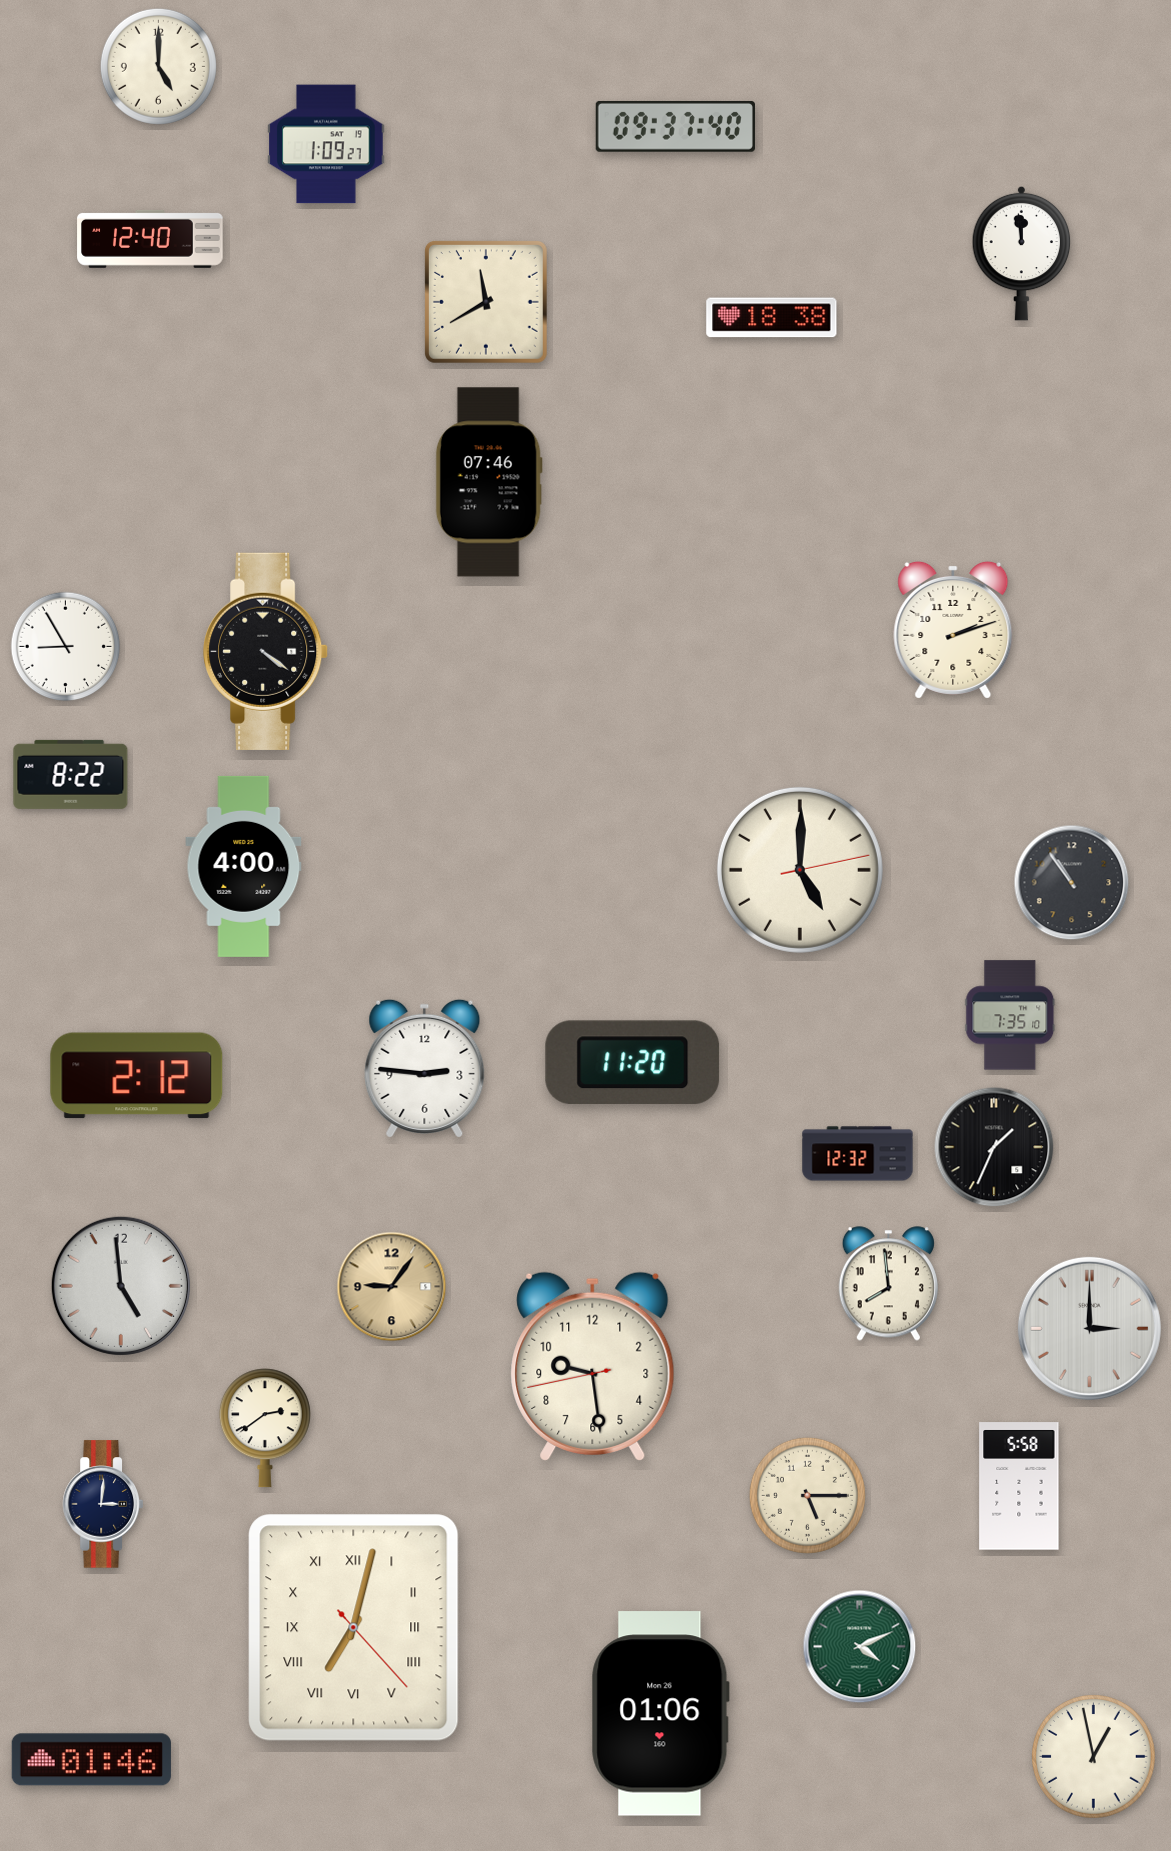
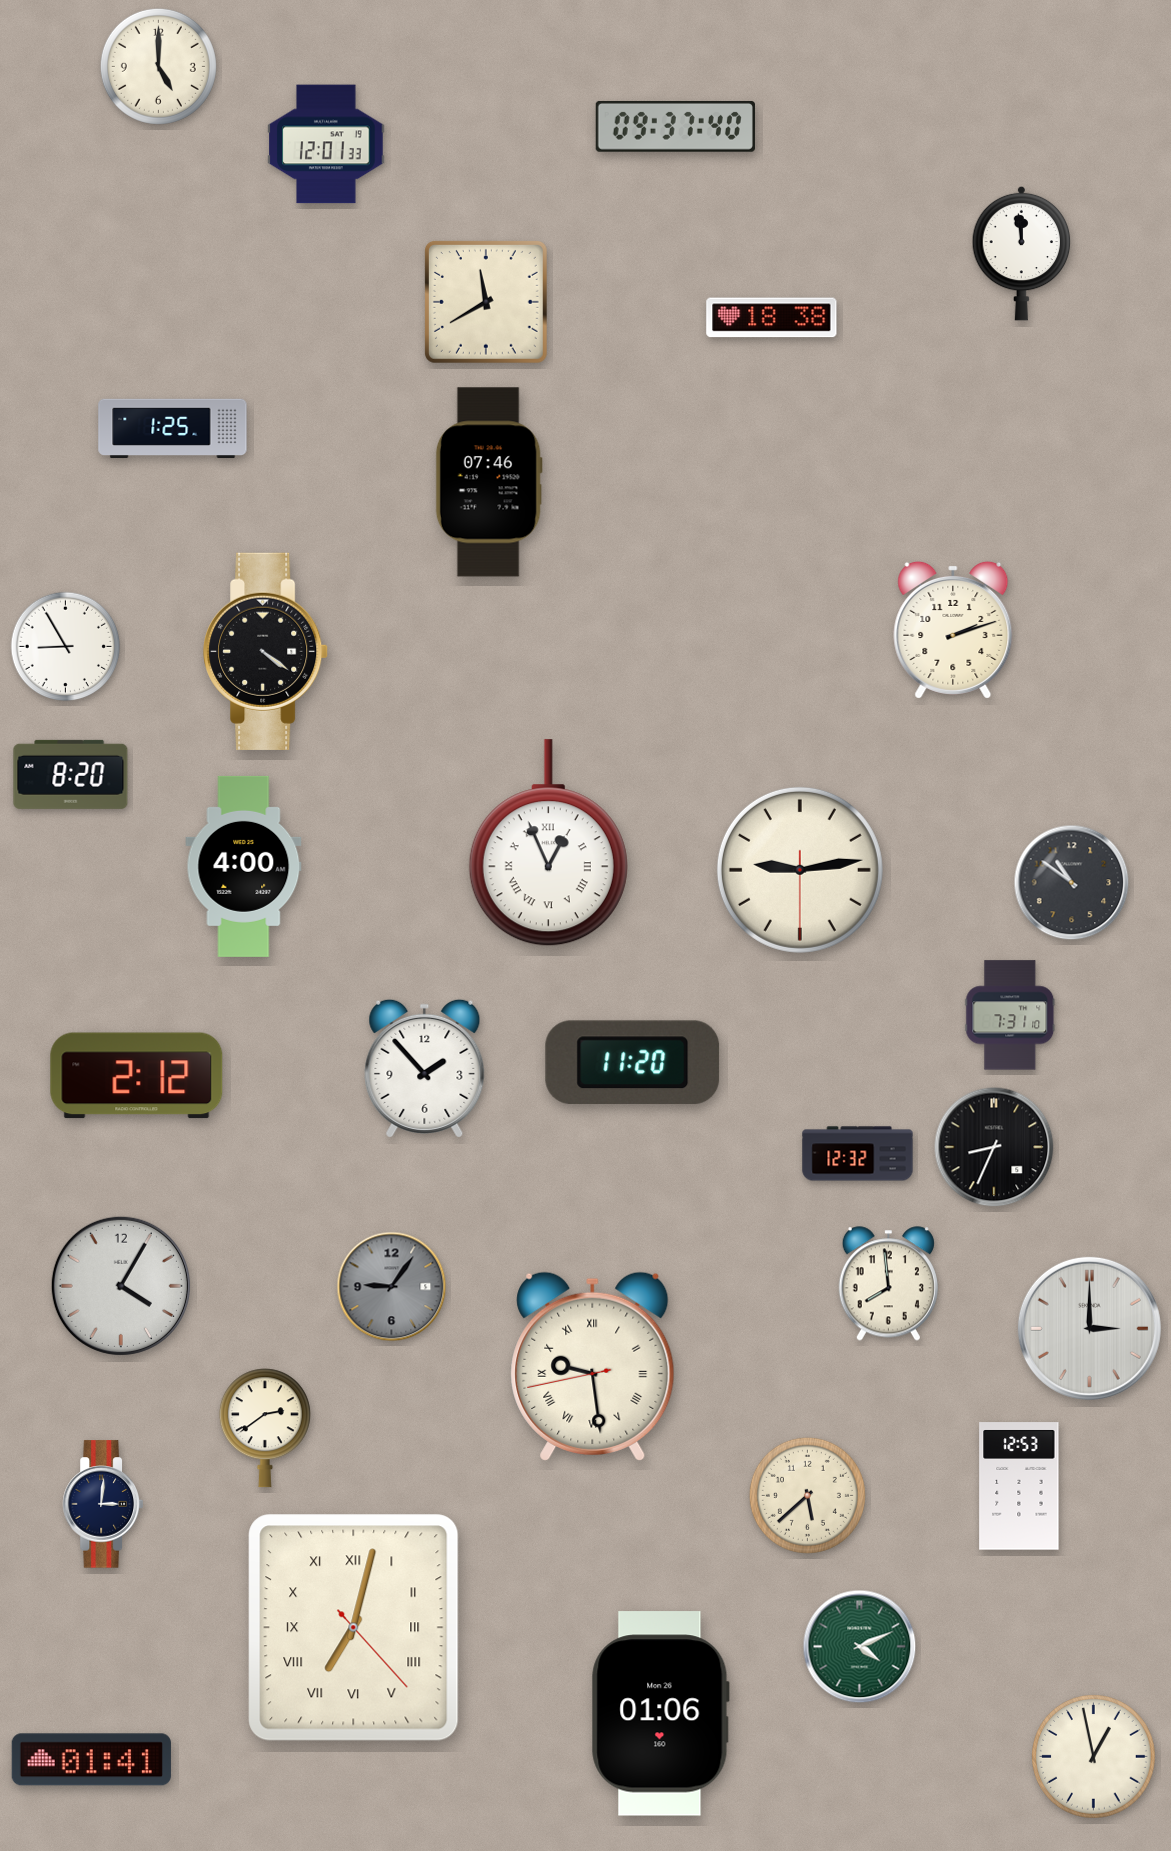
clock at (326, 144): 1:09 -> 12:01
clock at (150, 239): 12:40 -> none
clock at (173, 429): none -> 1:25
clock at (71, 774): 8:22 -> 8:20
clock at (548, 843): none -> 12:56
clock at (800, 870): 5:00 -> 9:13
clock at (1072, 883): 10:54 -> 10:51
clock at (1010, 1015): 7:35 -> 7:31
clock at (425, 1068): 2:46 -> 1:53
clock at (994, 1147): 1:34 -> 8:34
clock at (121, 1286): 4:59 -> 4:05
clock at (392, 1287) dial: champagne -> grey
clock at (593, 1366) numerals: Arabic -> Roman
clock at (1019, 1486): 5:58 -> 12:53
clock at (807, 1495): 5:15 -> 5:38
clock at (91, 1760): 01:46 -> 01:41
